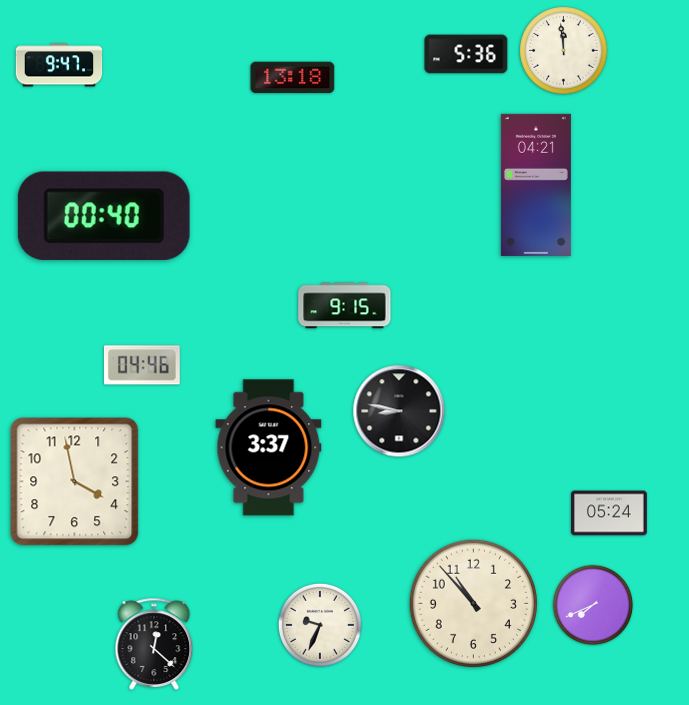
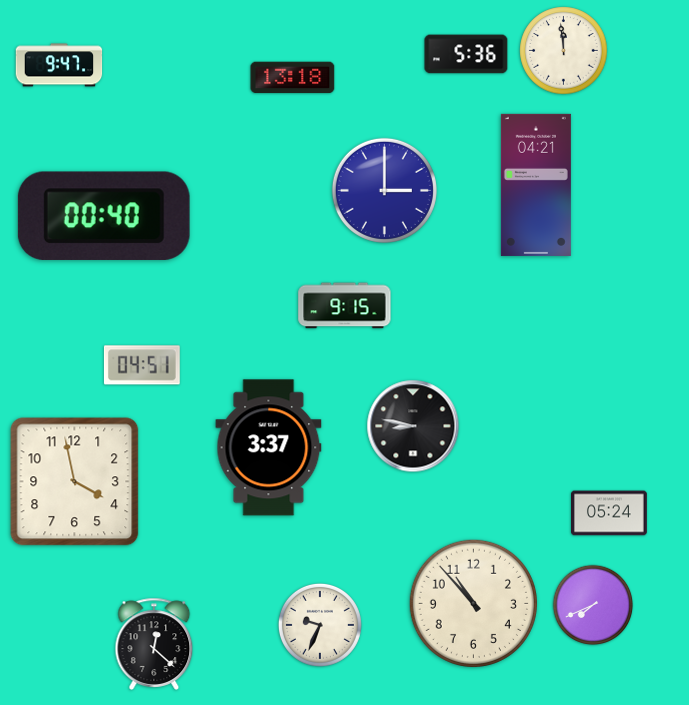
clock at (384, 190): none -> 3:00
clock at (142, 365): 04:46 -> 04:51
clock at (399, 411) position: (399, 411) -> (413, 426)
